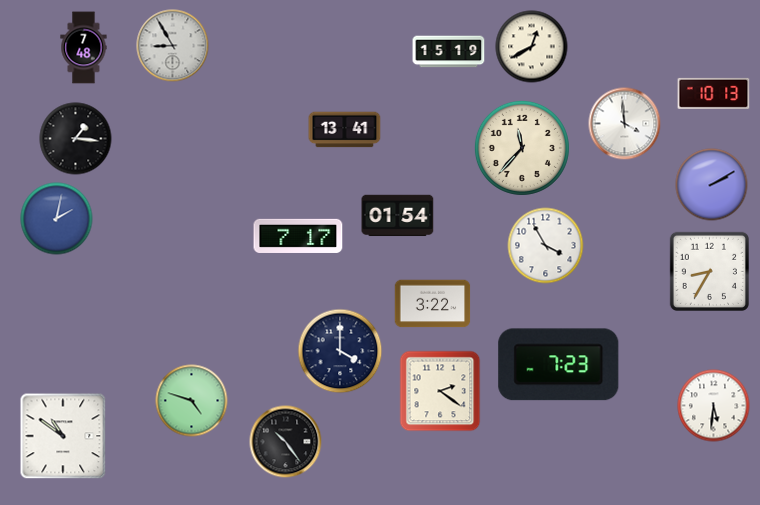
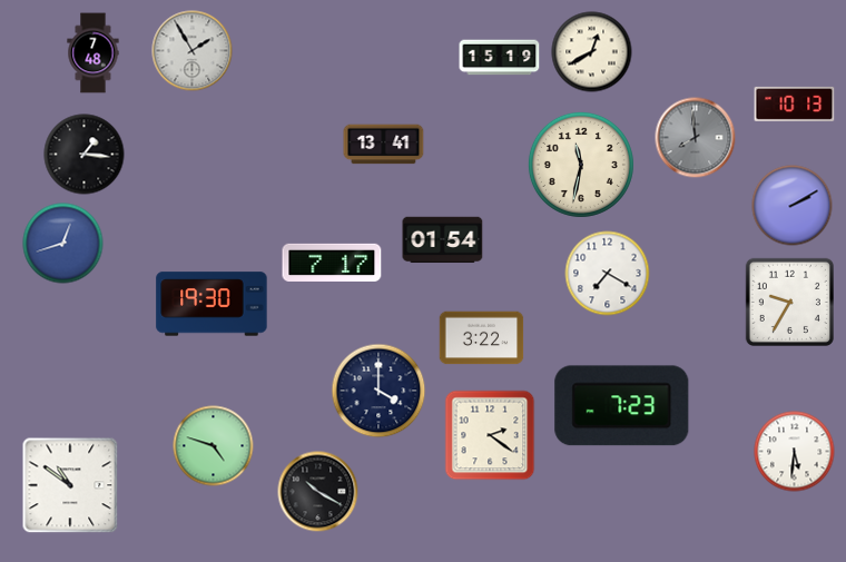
clock at (173, 46): 8:55 -> 1:55
clock at (625, 124): 3:59 -> 7:59
clock at (625, 124) dial: white -> grey
clock at (522, 148): 11:37 -> 11:32
clock at (57, 219): 2:02 -> 12:42
clock at (546, 246): 3:55 -> 7:20
clock at (709, 271): 8:35 -> 9:35
clock at (211, 304): none -> 19:30
clock at (286, 442): 10:24 -> 10:20
